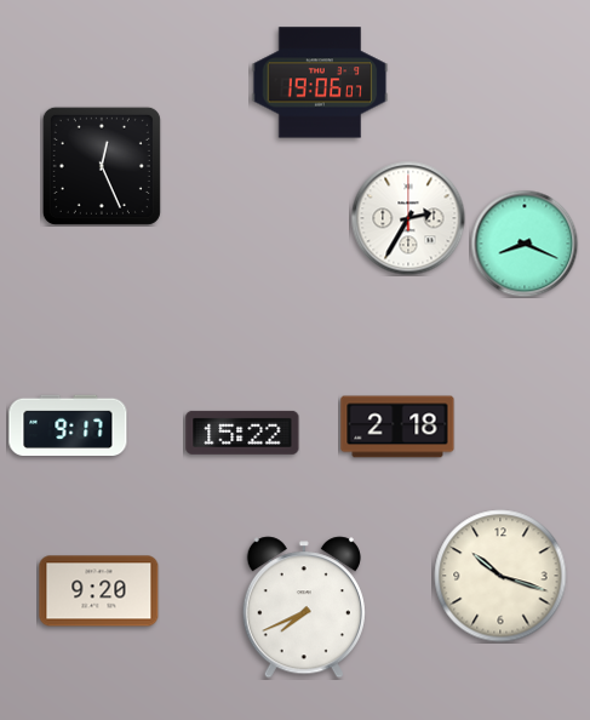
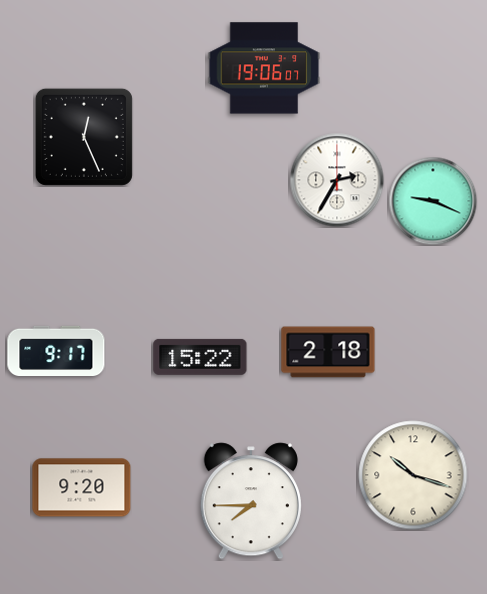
clock at (525, 244): 8:19 -> 9:19
clock at (304, 607): 7:41 -> 7:45
